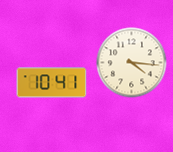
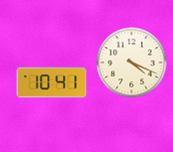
clock at (132, 63): 4:16 -> 4:19
